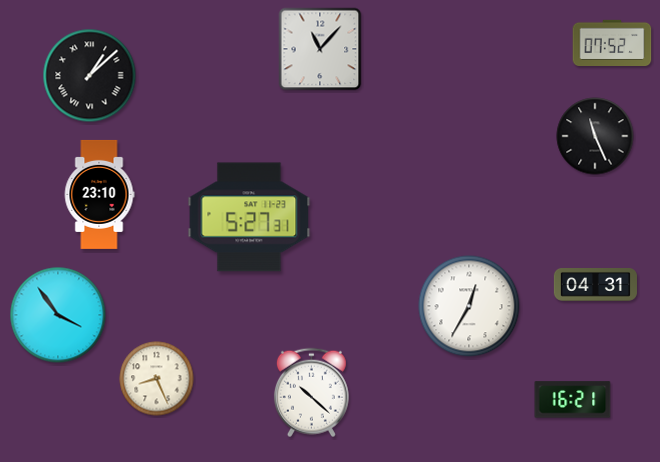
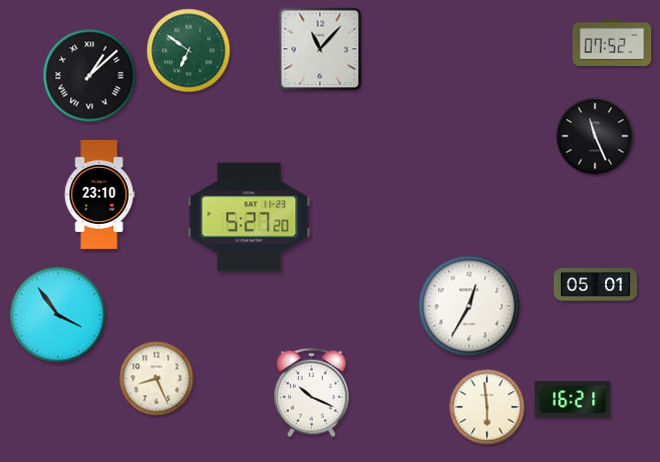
clock at (189, 51): none -> 6:51
clock at (249, 217): 5:27:31 -> 5:27:20
clock at (595, 285): 04:31 -> 05:01
clock at (311, 393): 10:22 -> 10:19
clock at (487, 407): none -> 5:59
